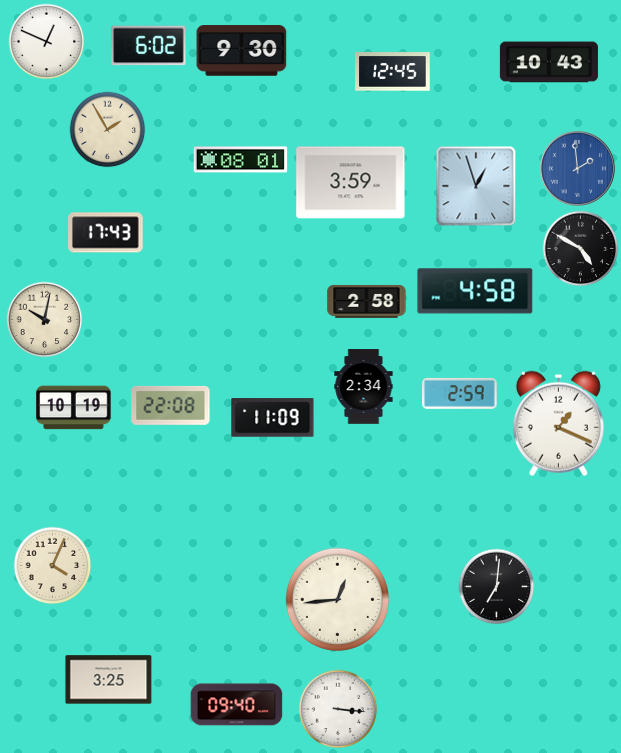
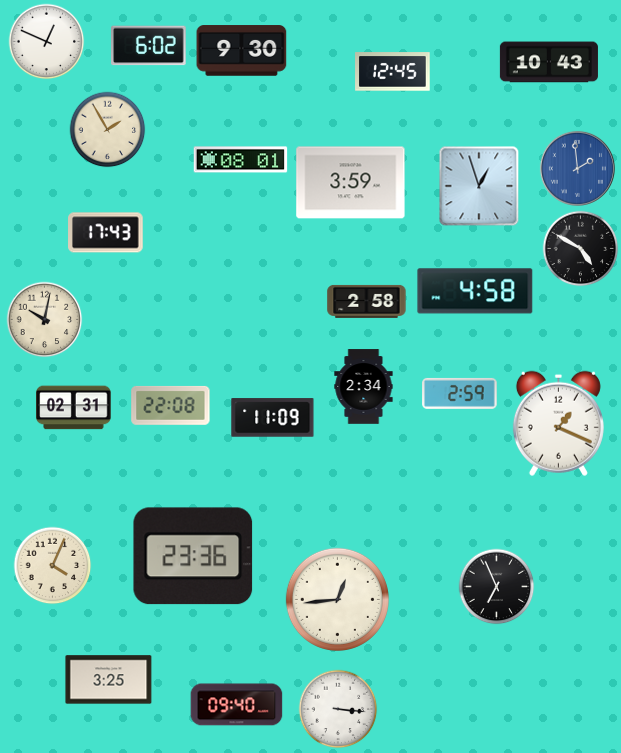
clock at (476, 186) position: (476, 186) -> (479, 186)
clock at (74, 408): 10:19 -> 02:31
clock at (193, 556): none -> 23:36
clock at (497, 587): 7:01 -> 6:56
